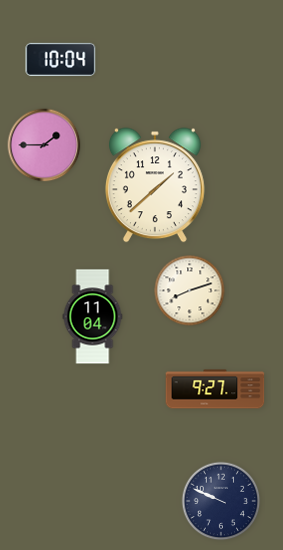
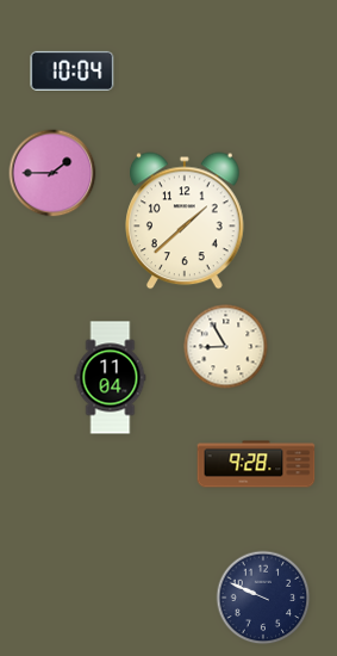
clock at (190, 291): 8:12 -> 8:55
clock at (215, 389): 9:27 -> 9:28
